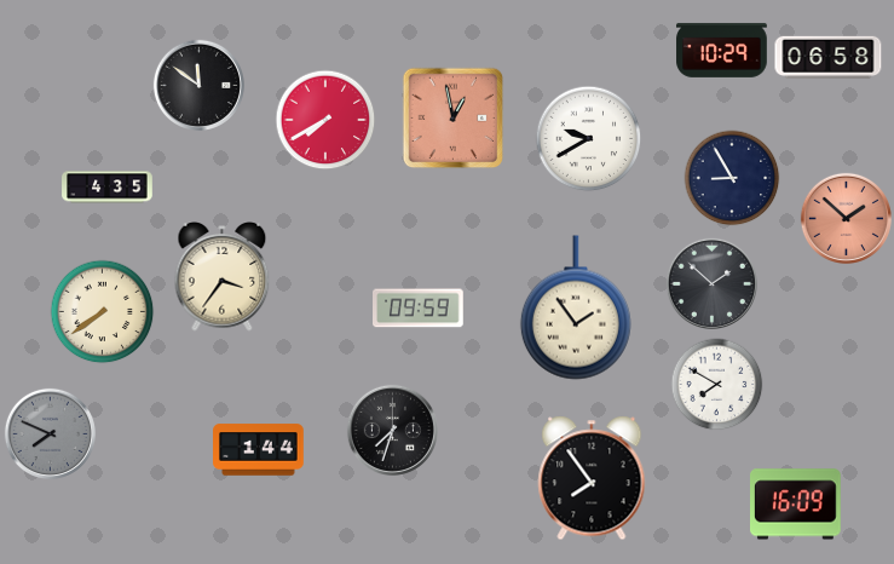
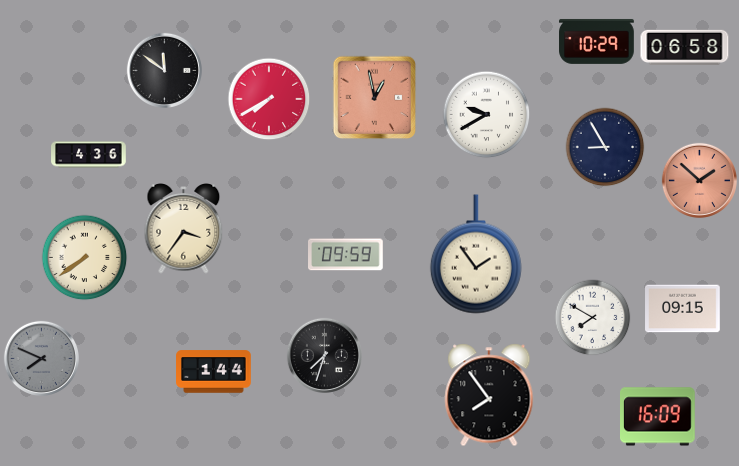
clock at (108, 188): 4:35 -> 4:36
clock at (711, 283): 1:52 -> none
clock at (683, 309): none -> 09:15
